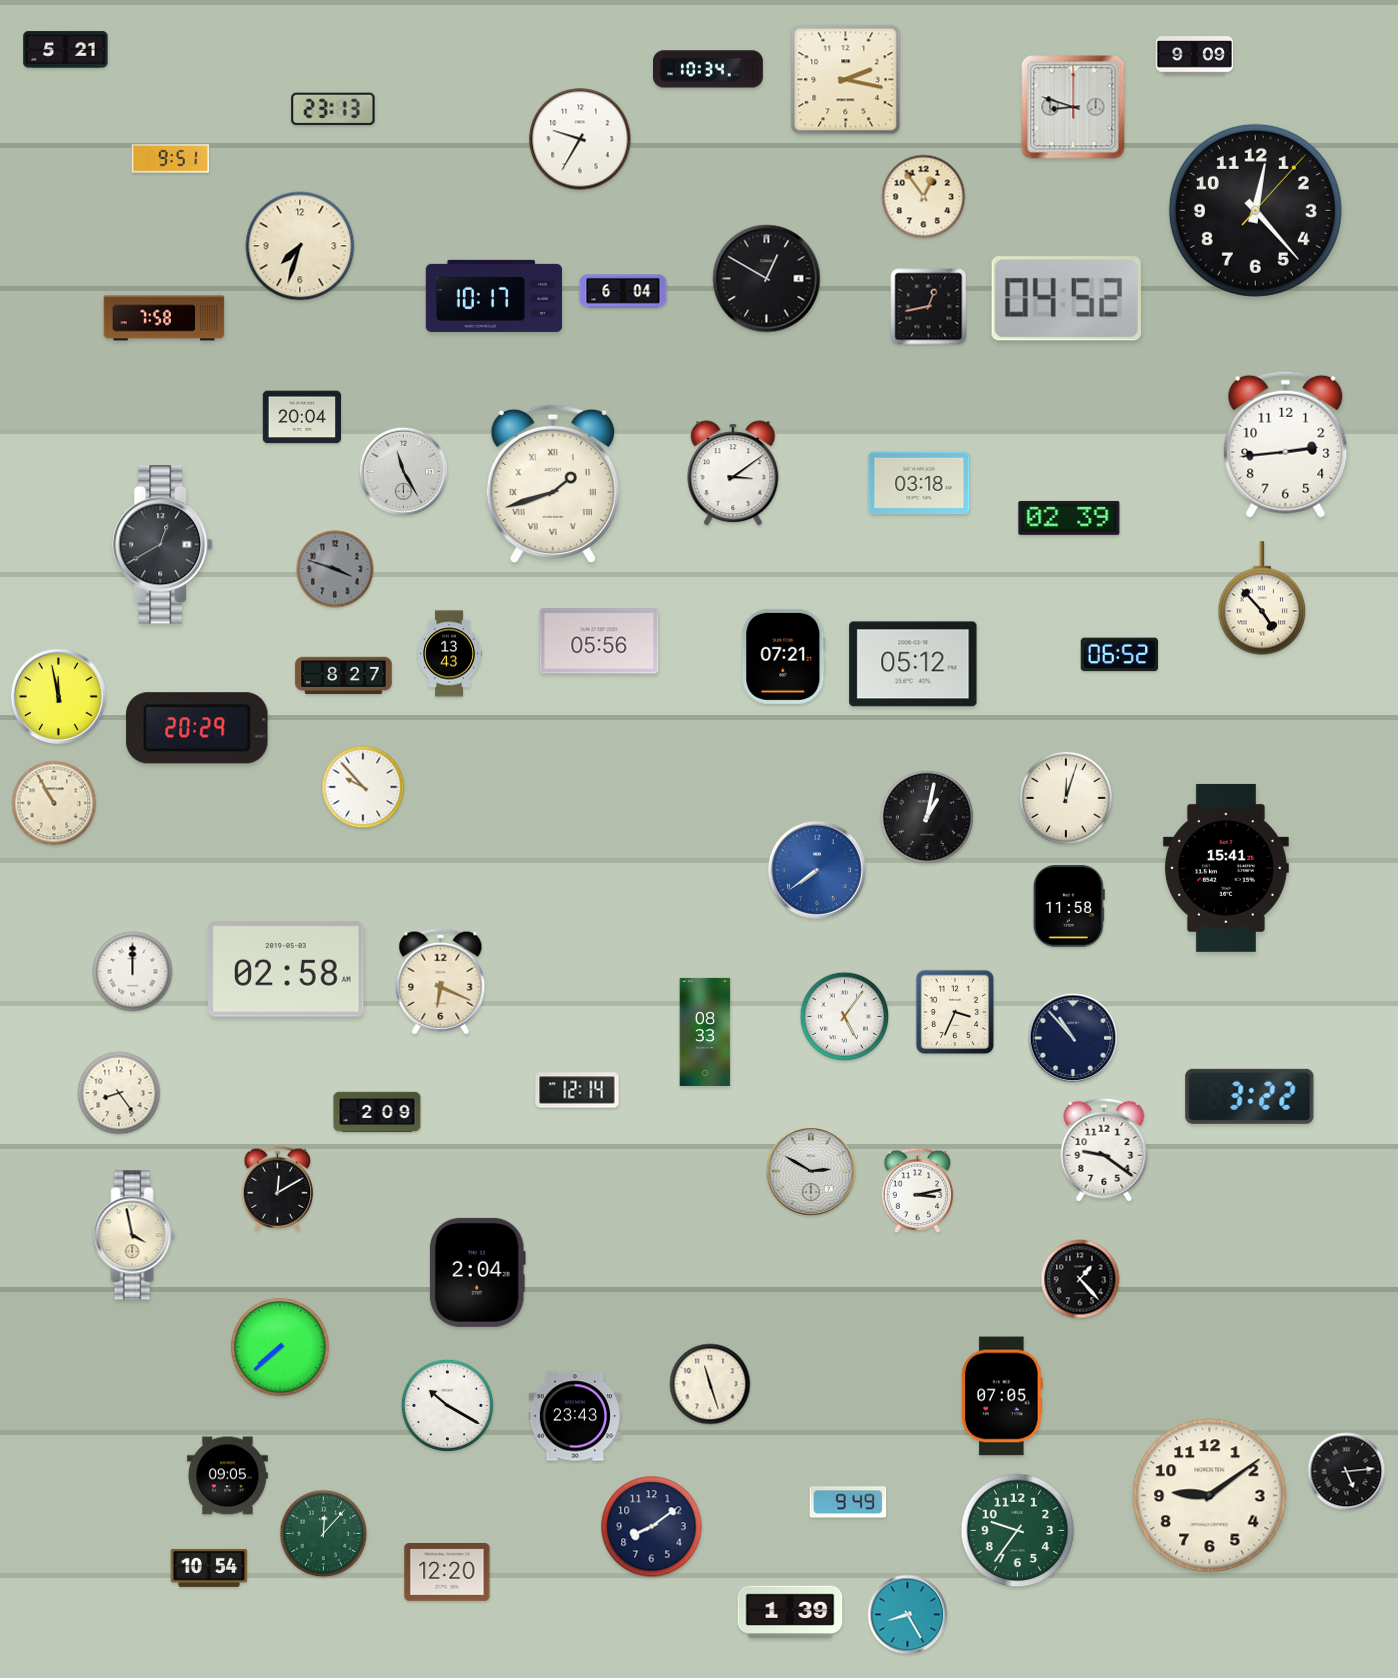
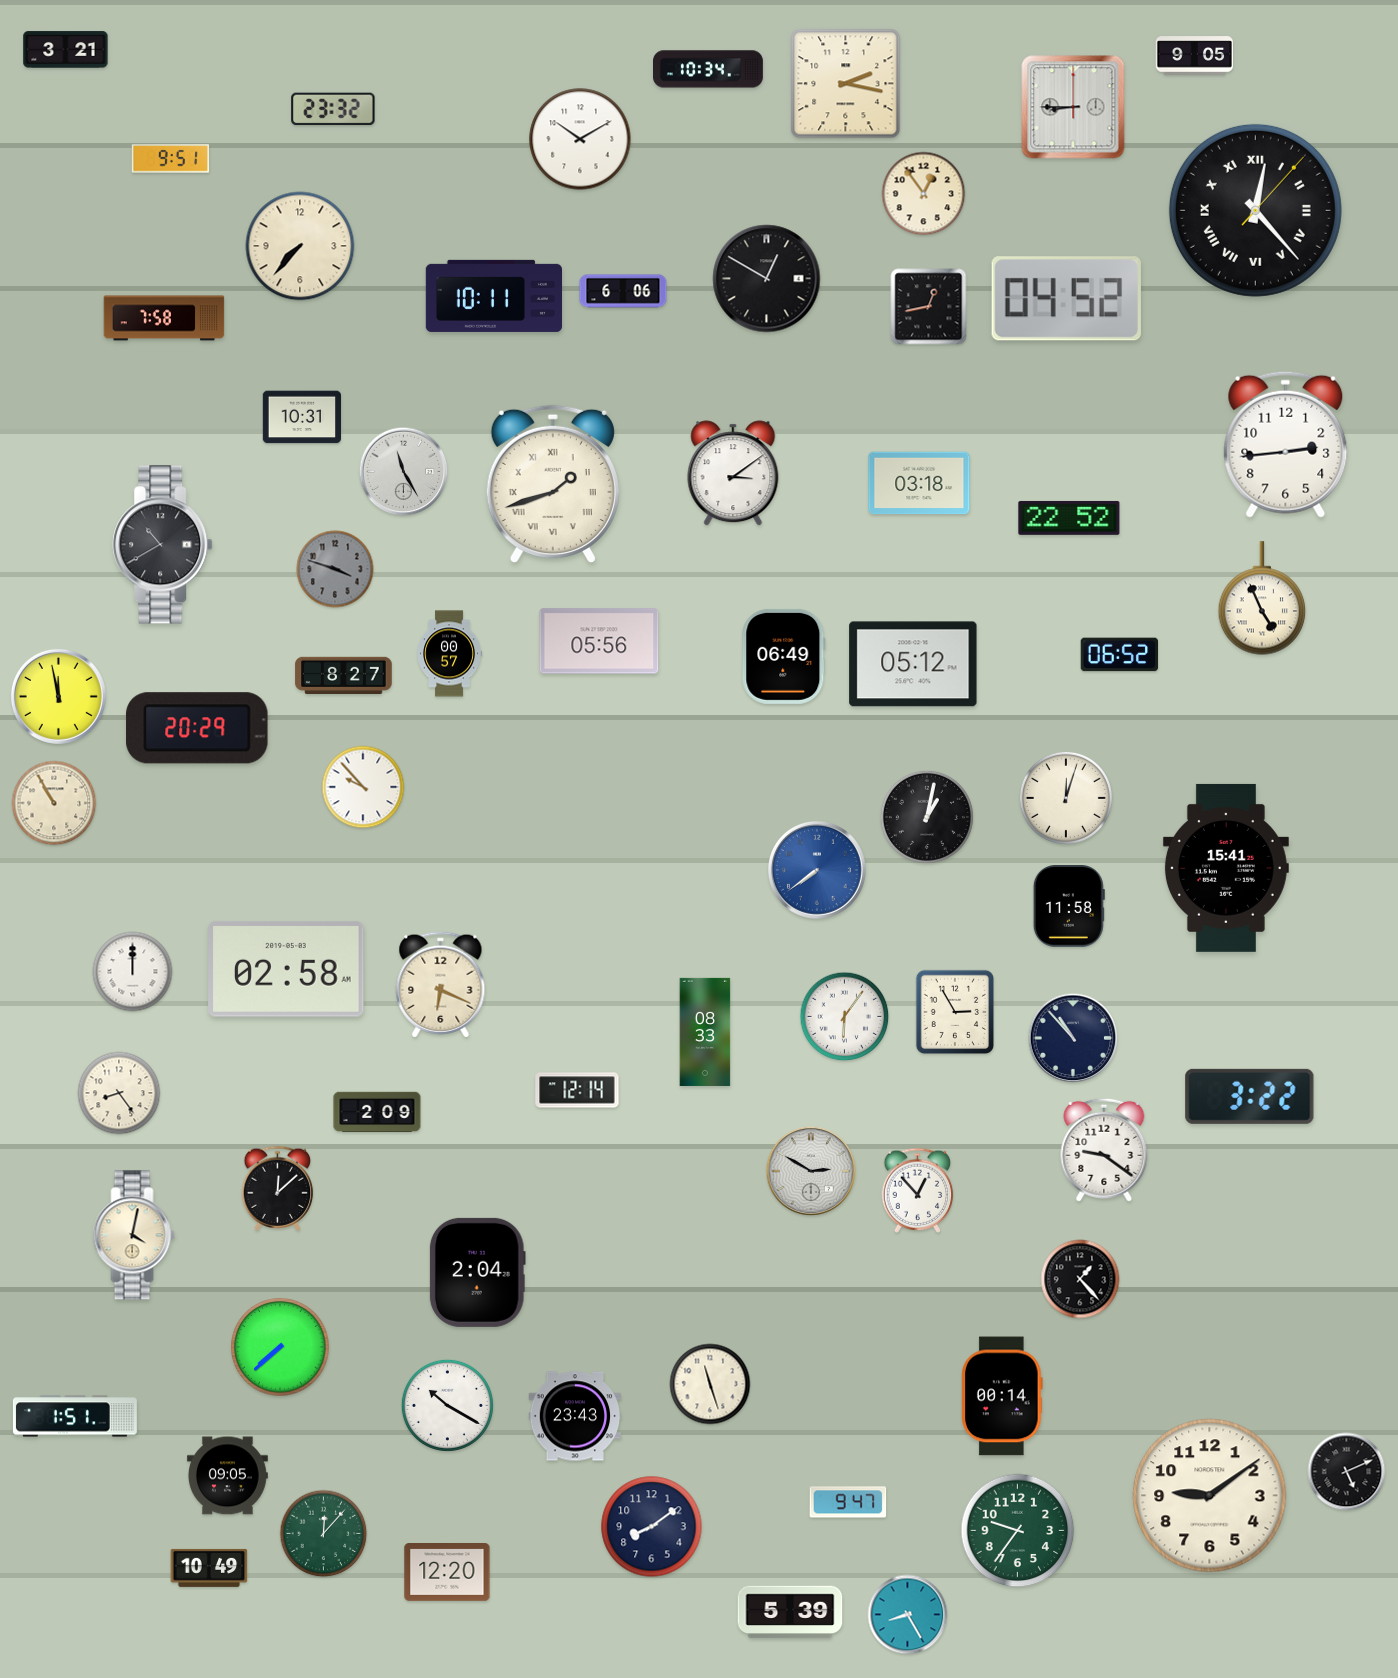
clock at (66, 50): 5:21 -> 3:21
clock at (1195, 56): 9:09 -> 9:05
clock at (846, 80) position: (846, 80) -> (846, 84)
clock at (1073, 107): 8:48 -> 8:45
clock at (333, 109): 23:13 -> 23:32
clock at (580, 139): 9:35 -> 10:10
clock at (924, 197) position: (924, 197) -> (924, 194)
clock at (1255, 210) numerals: Arabic -> Roman
clock at (300, 246): 7:33 -> 7:37
clock at (623, 291): 6:04 -> 6:06
clock at (493, 296): 10:17 -> 10:11
clock at (301, 417): 20:04 -> 10:31
clock at (1069, 518): 02:39 -> 22:52
clock at (163, 545): 12:40 -> 10:40
clock at (1262, 598): 4:53 -> 4:56
clock at (449, 654): 13:43 -> 00:57
clock at (784, 656): 07:21 -> 06:49
clock at (441, 982) position: (441, 982) -> (441, 985)
clock at (954, 1011): 3:34 -> 2:55
clock at (845, 1017): 5:06 -> 6:06
clock at (278, 1188): 12:10 -> 12:08
clock at (918, 1190): 3:13 -> 12:53
clock at (134, 1235): 3:58 -> 4:02
clock at (1002, 1396): 07:05 -> 00:14
clock at (75, 1416): none -> 1:51
clock at (1347, 1472): 5:14 -> 5:11
clock at (848, 1502): 9:49 -> 9:47
clock at (209, 1568): 10:54 -> 10:49
clock at (790, 1612): 1:39 -> 5:39
